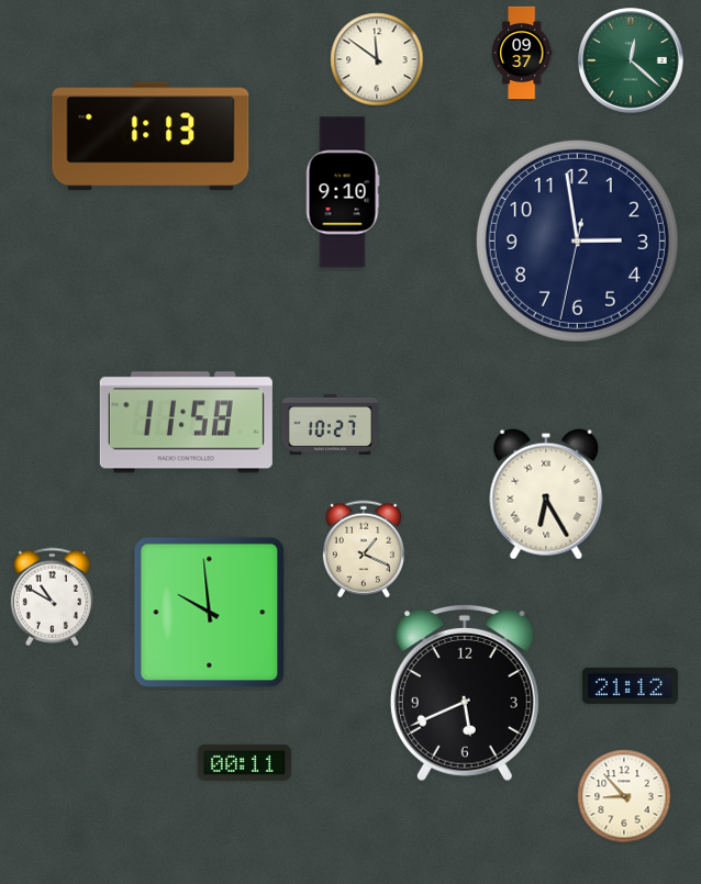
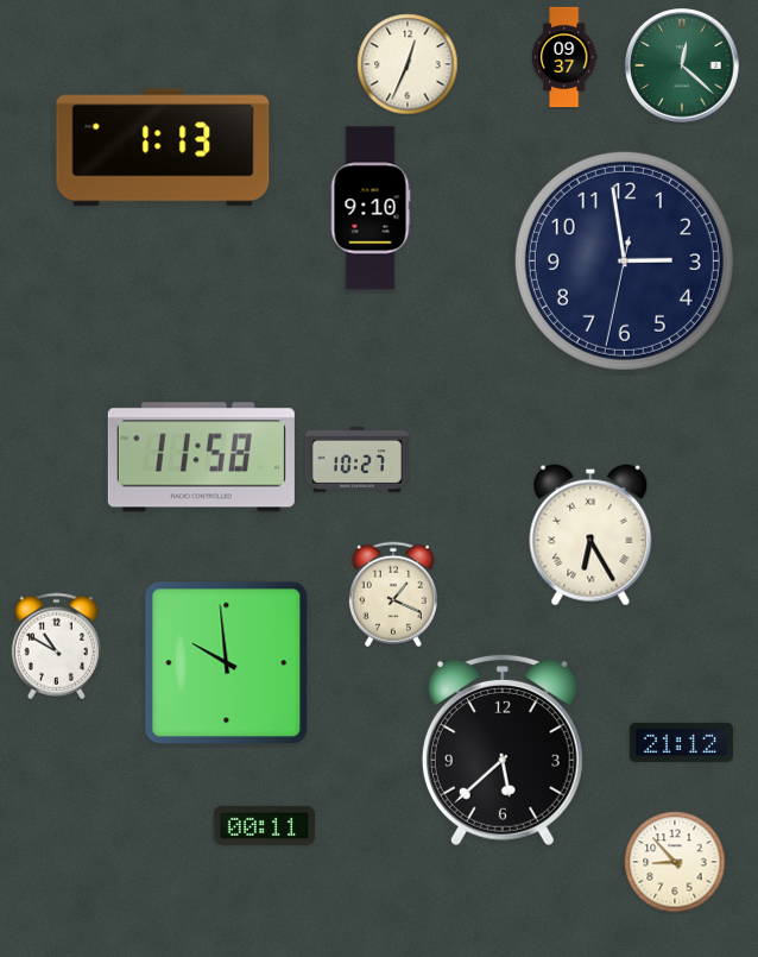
clock at (377, 59): 11:51 -> 12:34
clock at (465, 693): 5:41 -> 5:38
